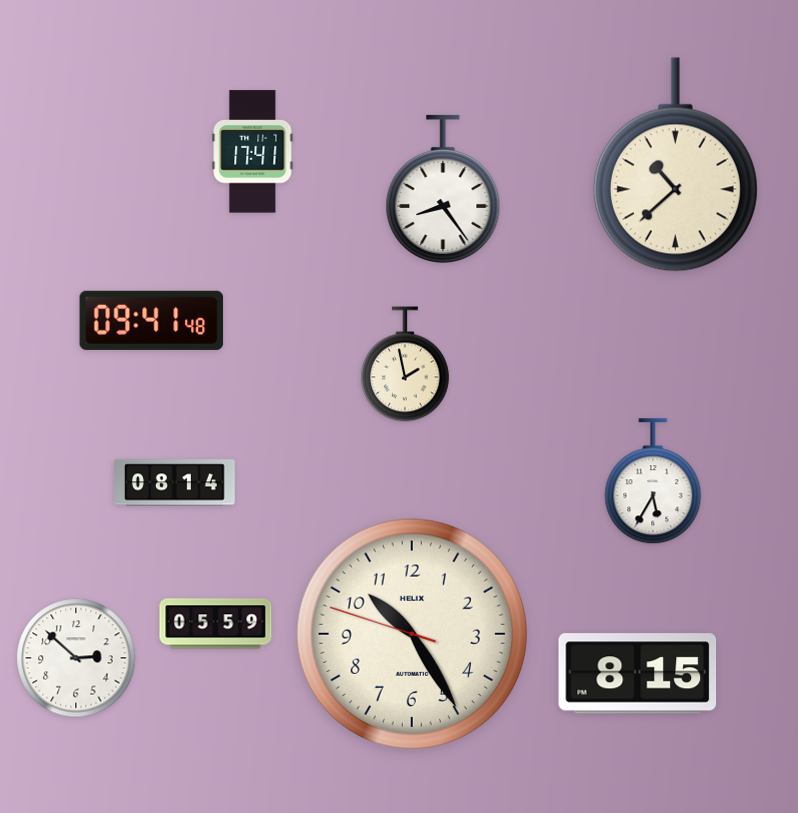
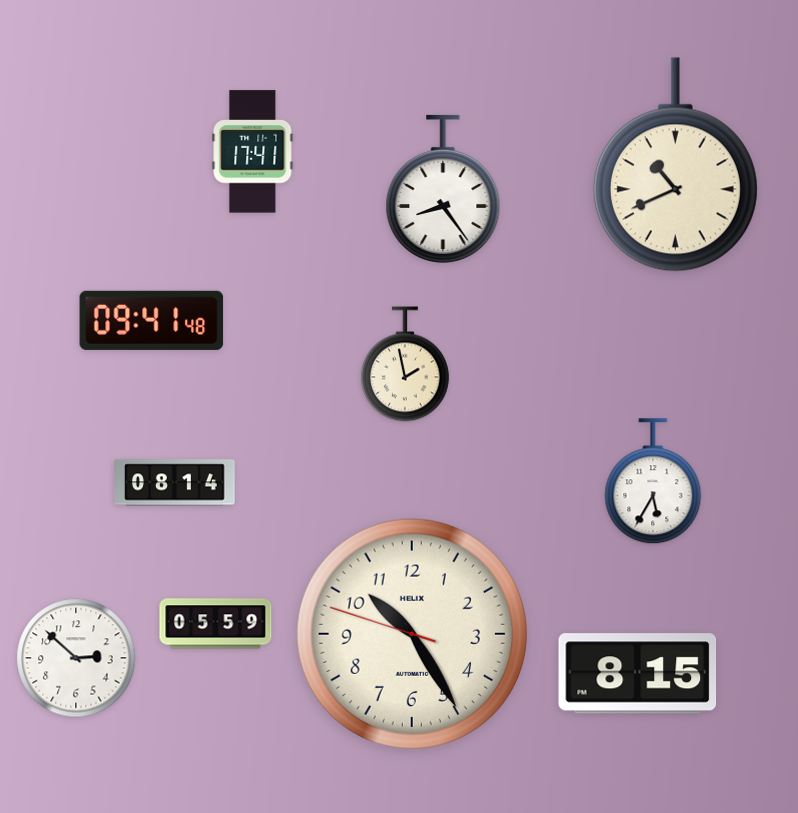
clock at (675, 165): 10:38 -> 10:41
